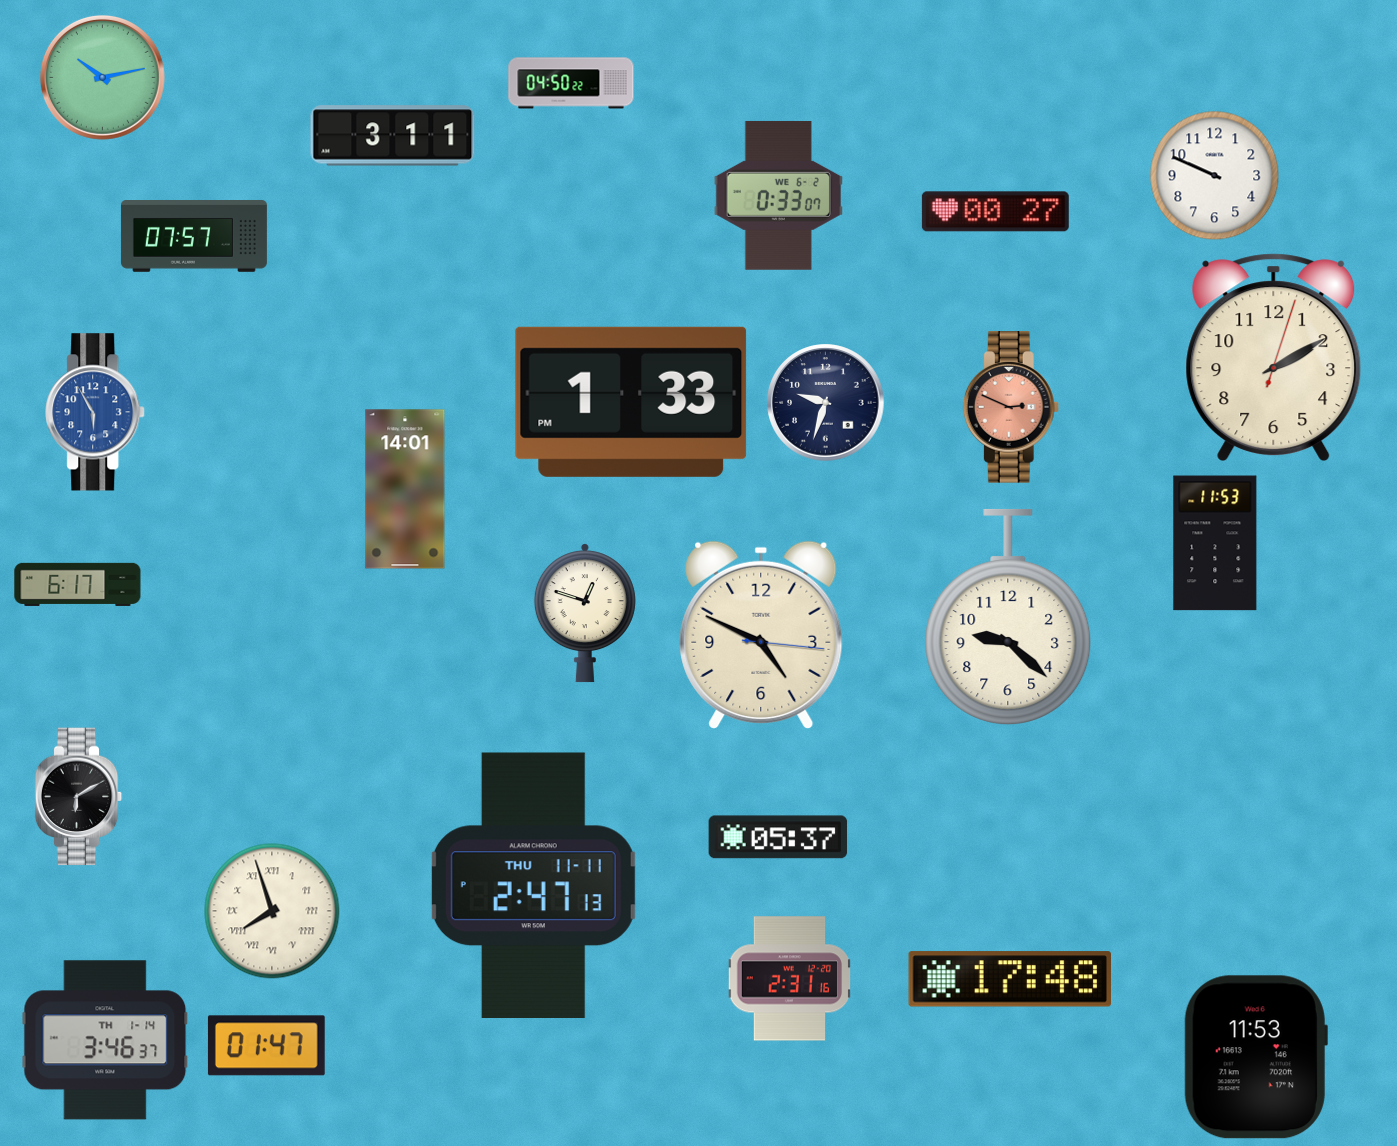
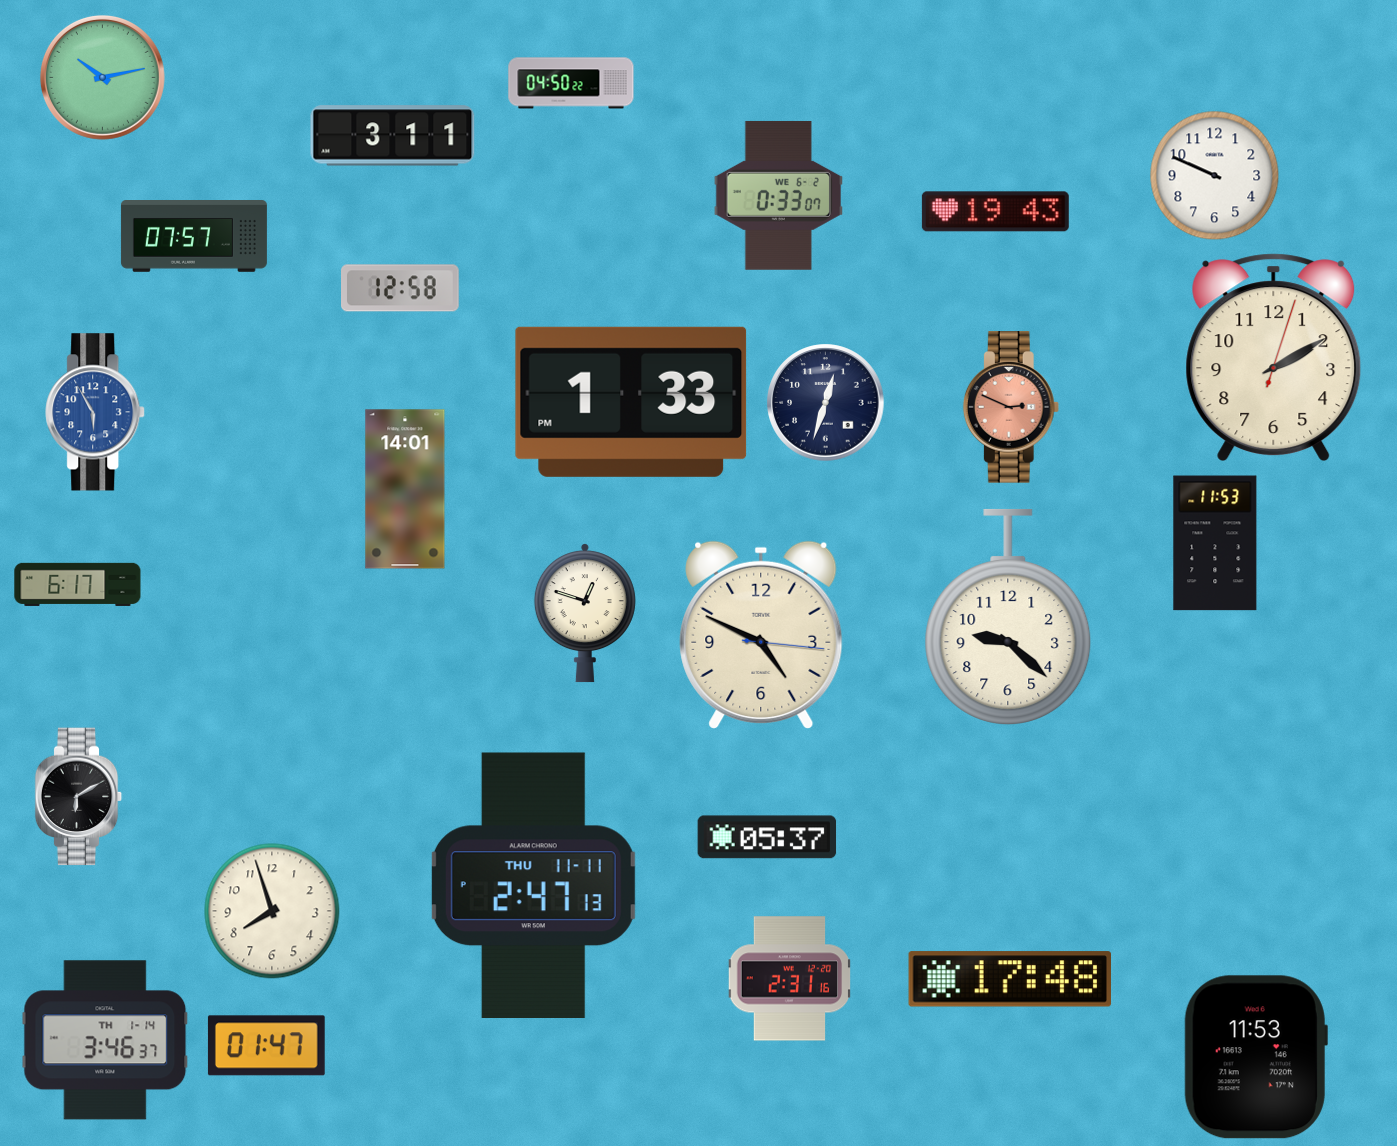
clock at (995, 212): 00:27 -> 19:43
clock at (401, 288): none -> 12:58
clock at (826, 403): 9:33 -> 12:33
clock at (778, 837) position: (778, 837) -> (767, 837)
clock at (272, 911) numerals: Roman -> Arabic
